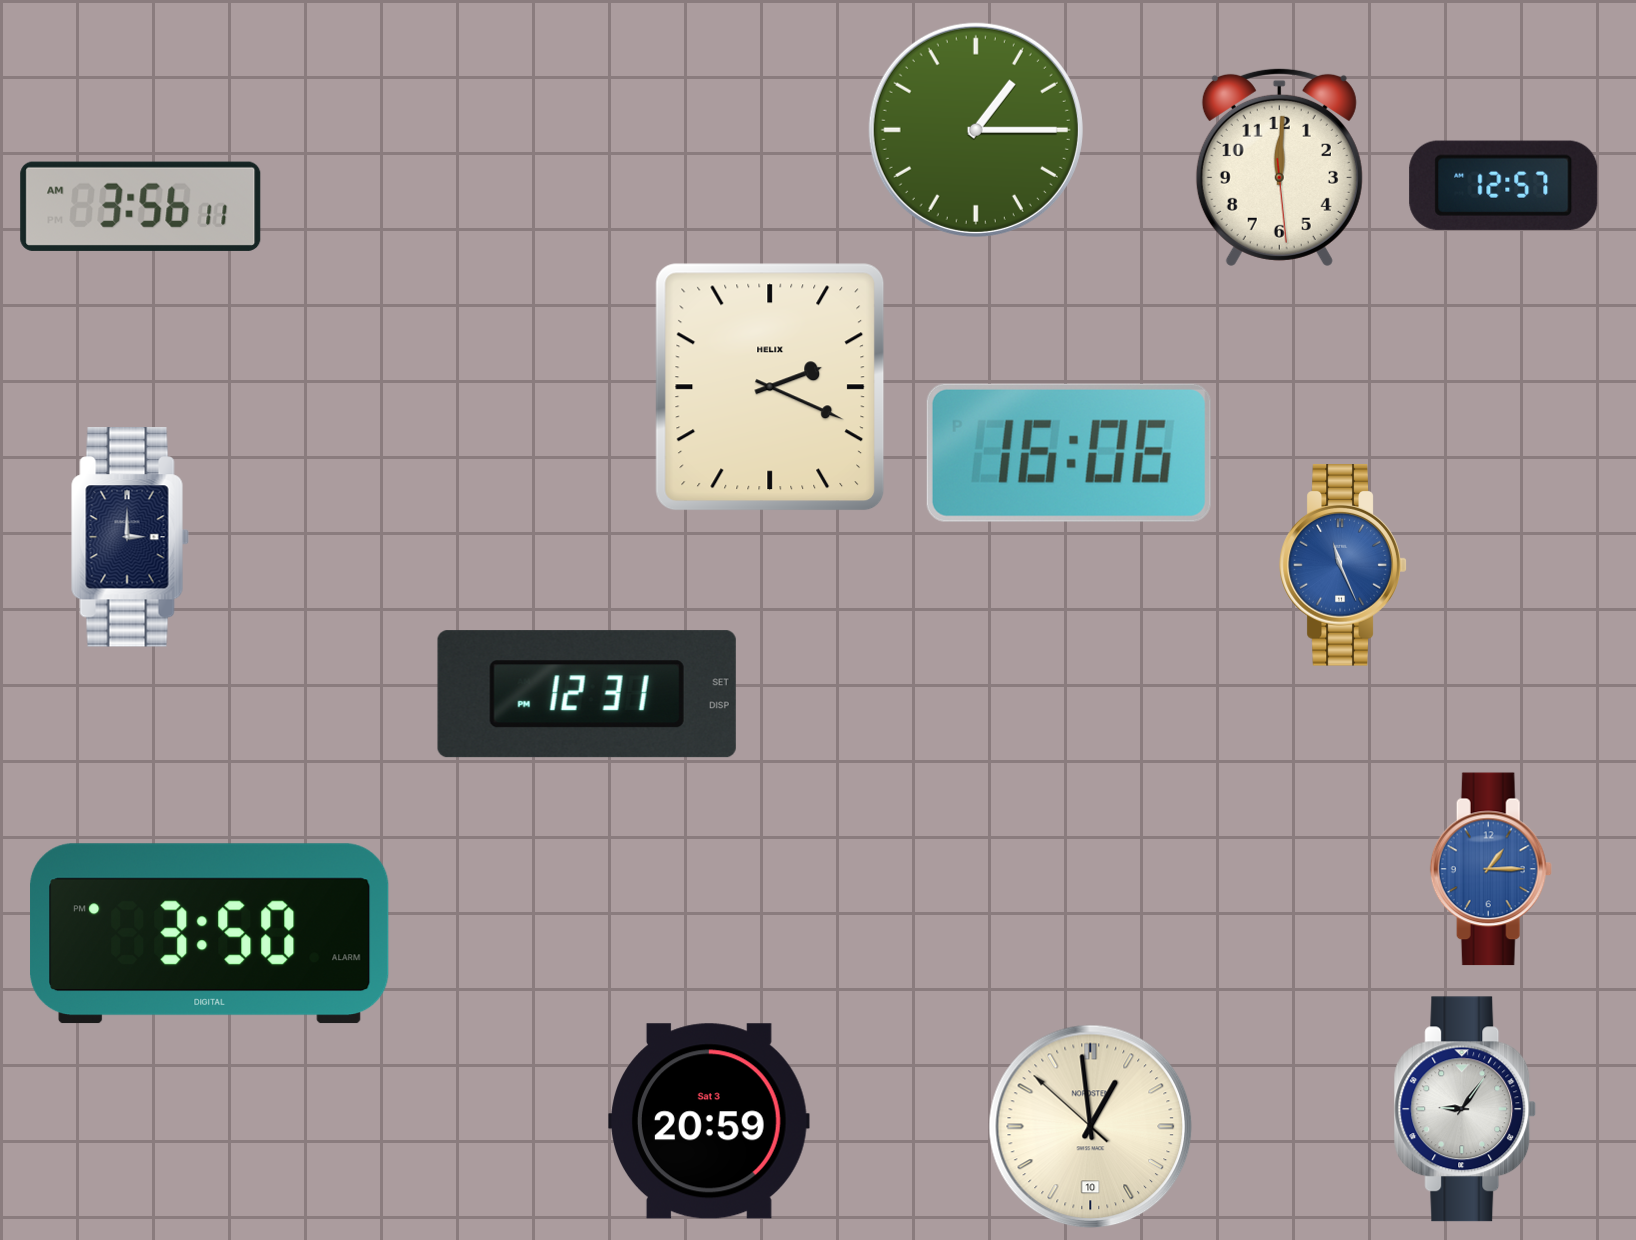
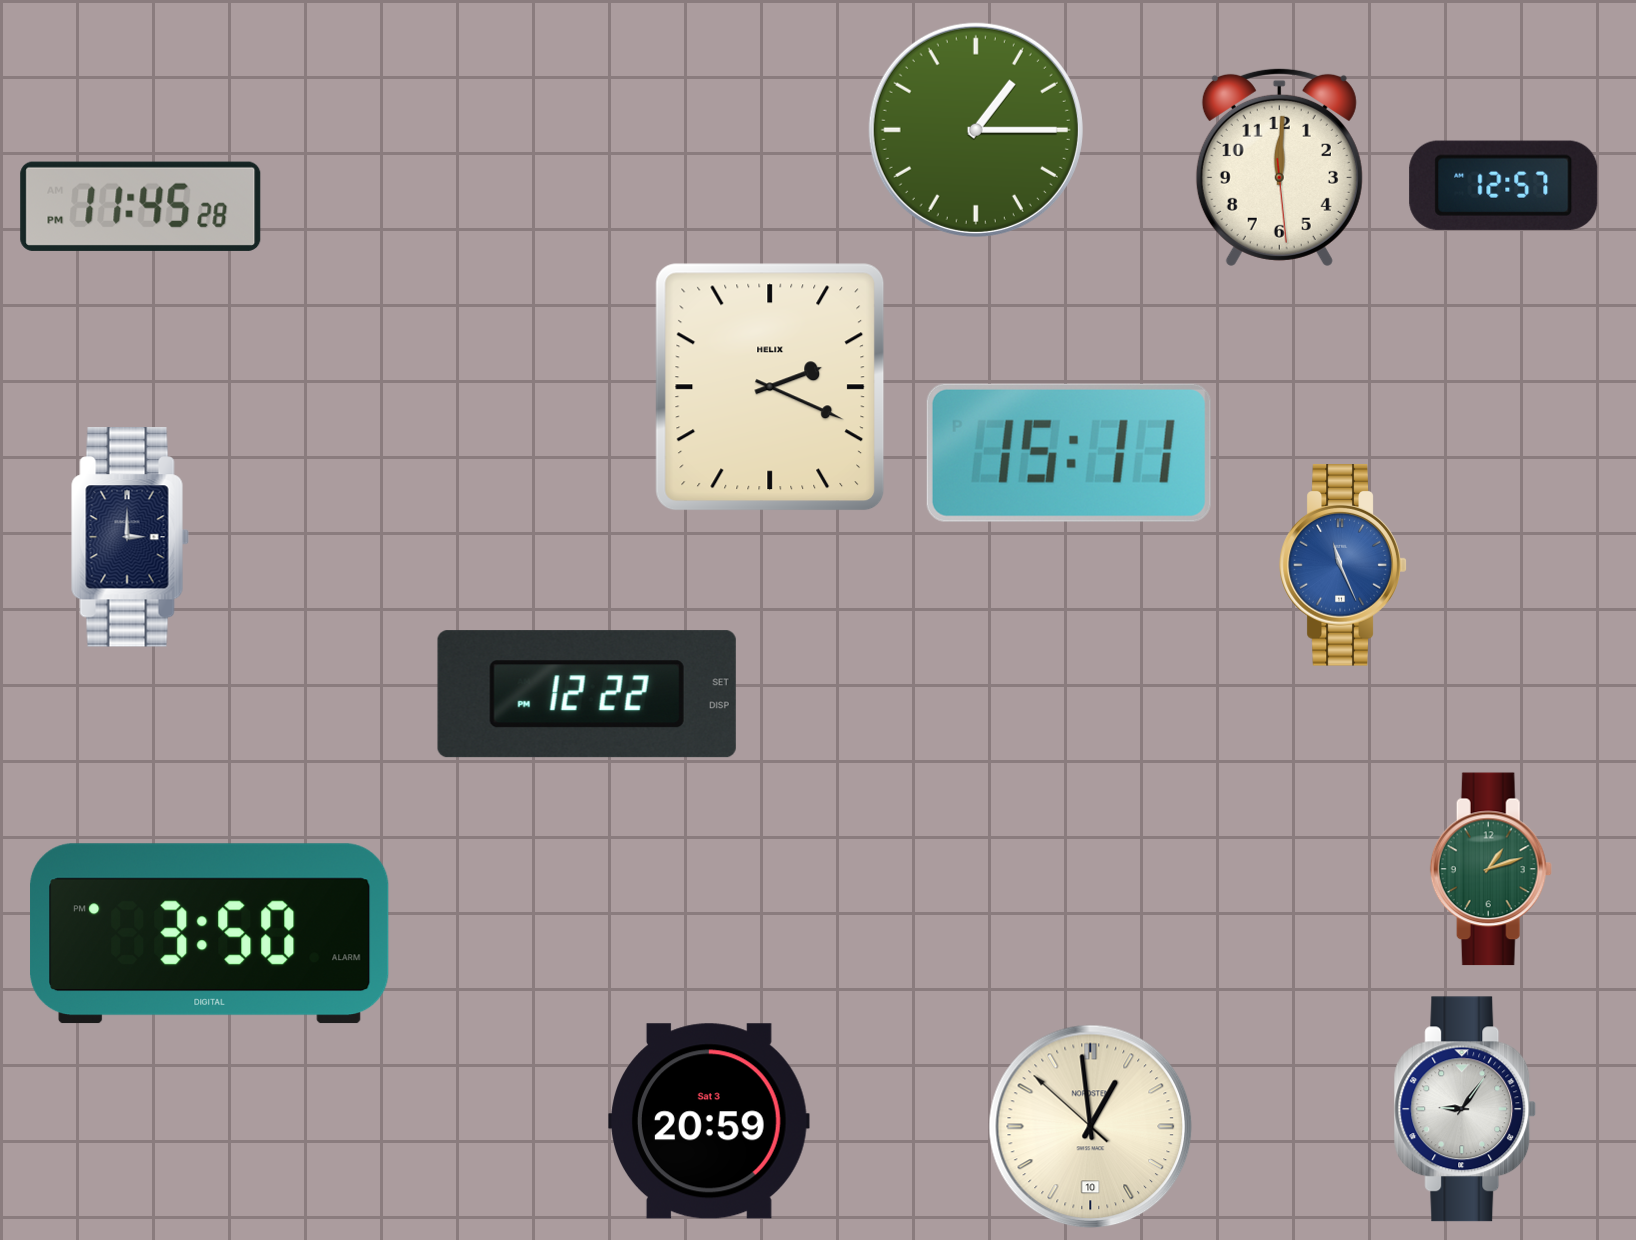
clock at (141, 206): 3:56 -> 11:45
clock at (1069, 453): 16:06 -> 15:11
clock at (587, 694): 12:31 -> 12:22
clock at (1491, 869): 1:15 -> 1:12
clock at (1491, 869) dial: blue -> green
